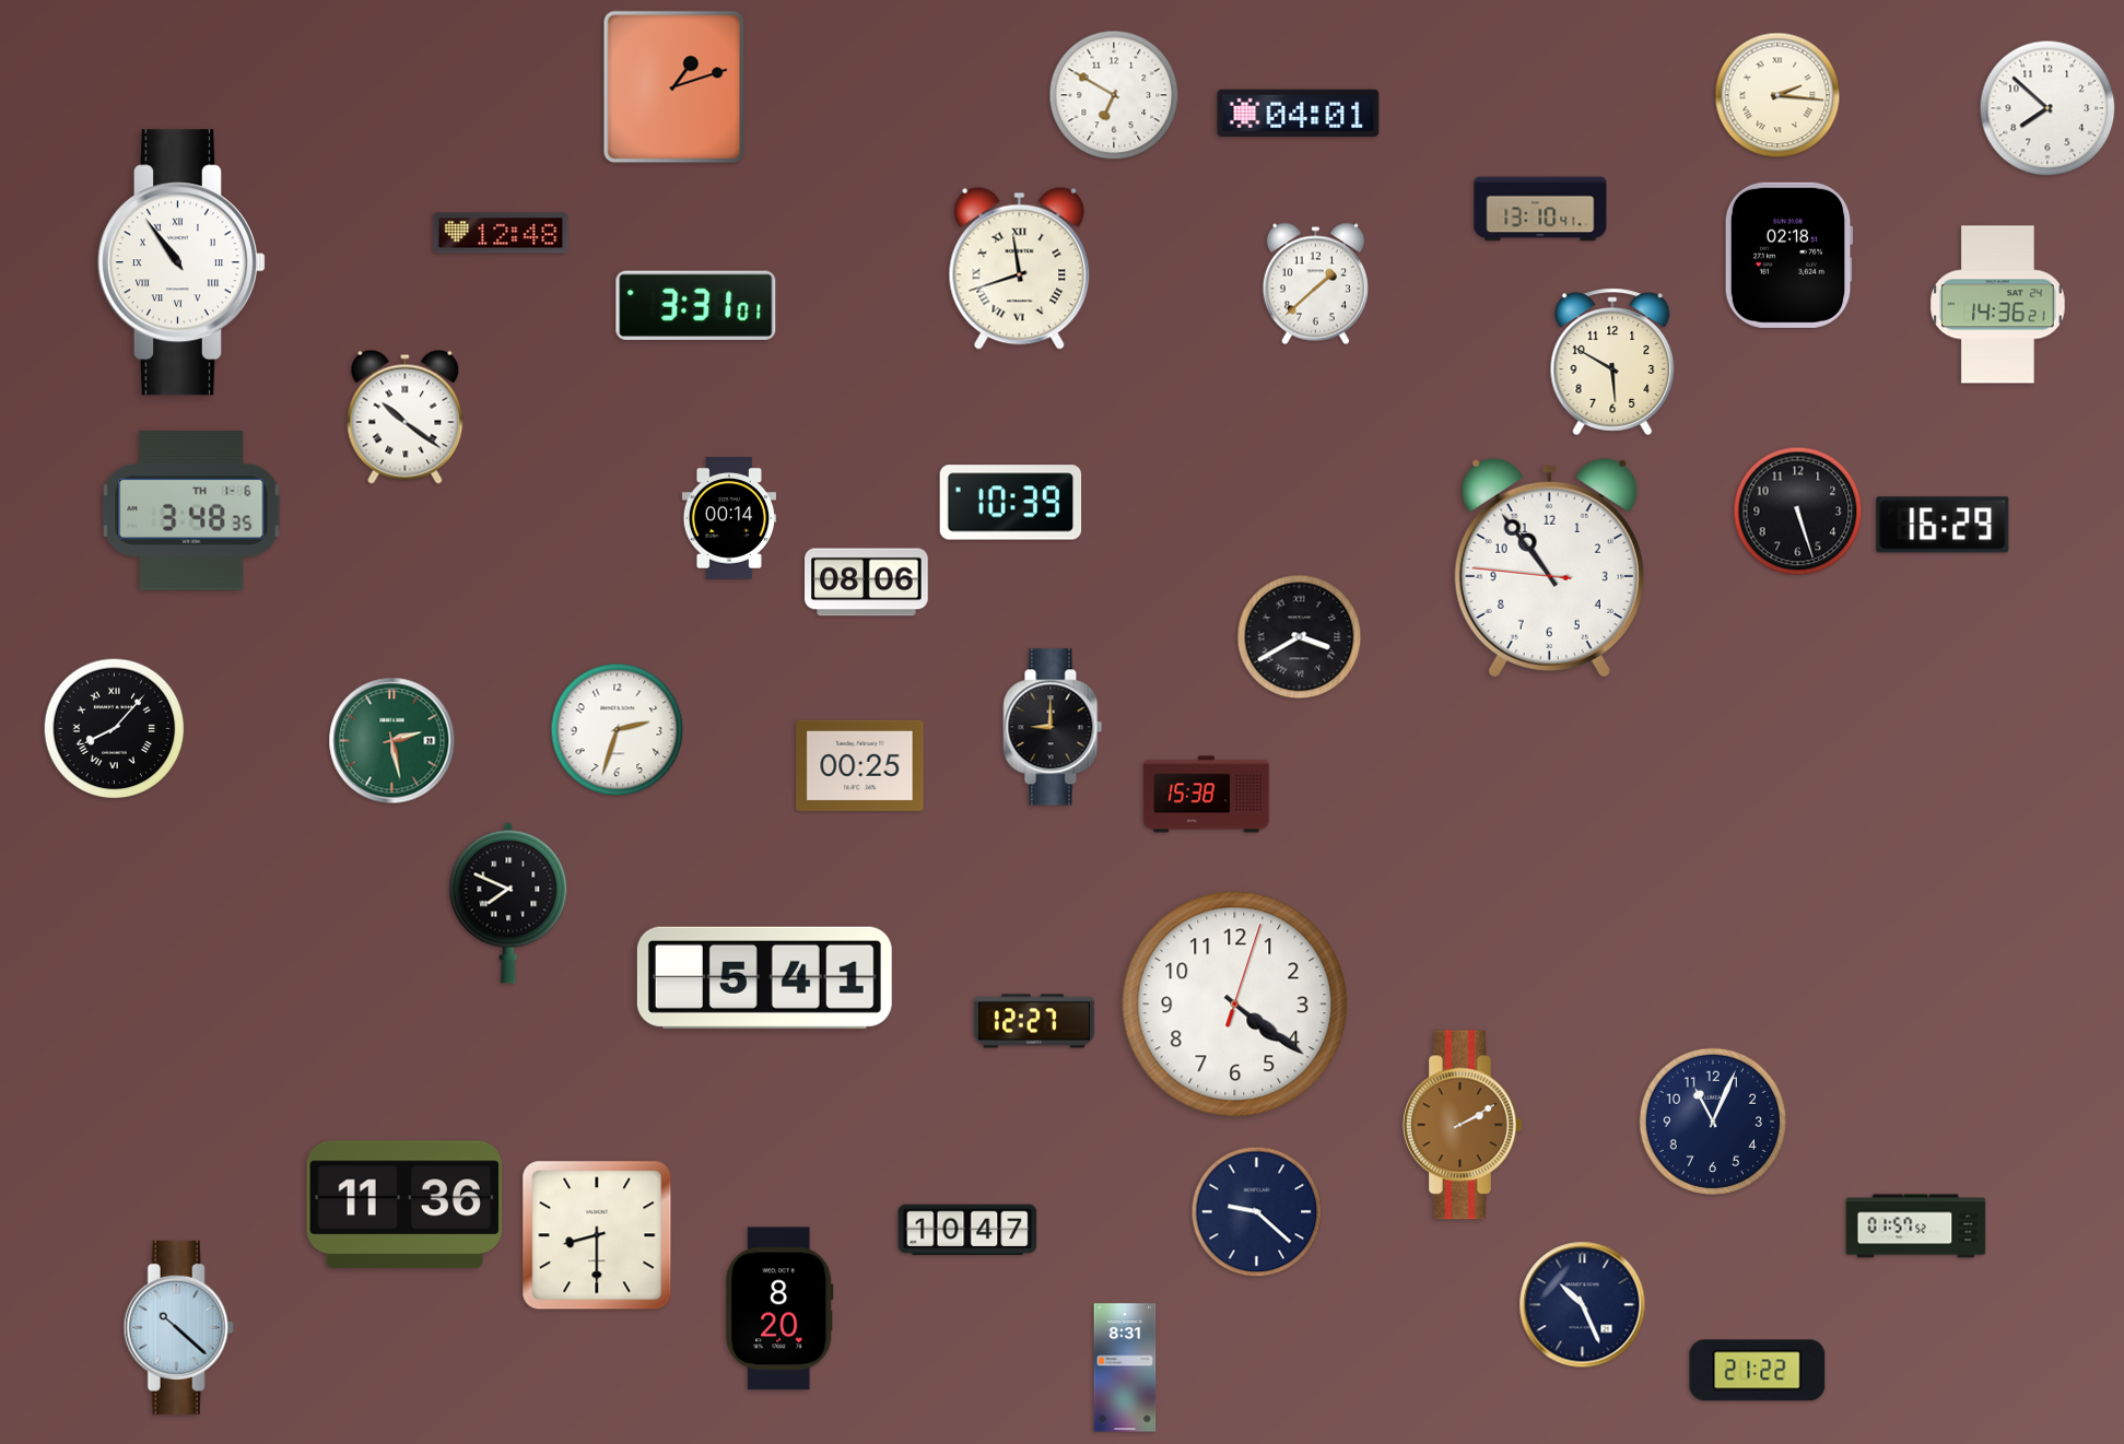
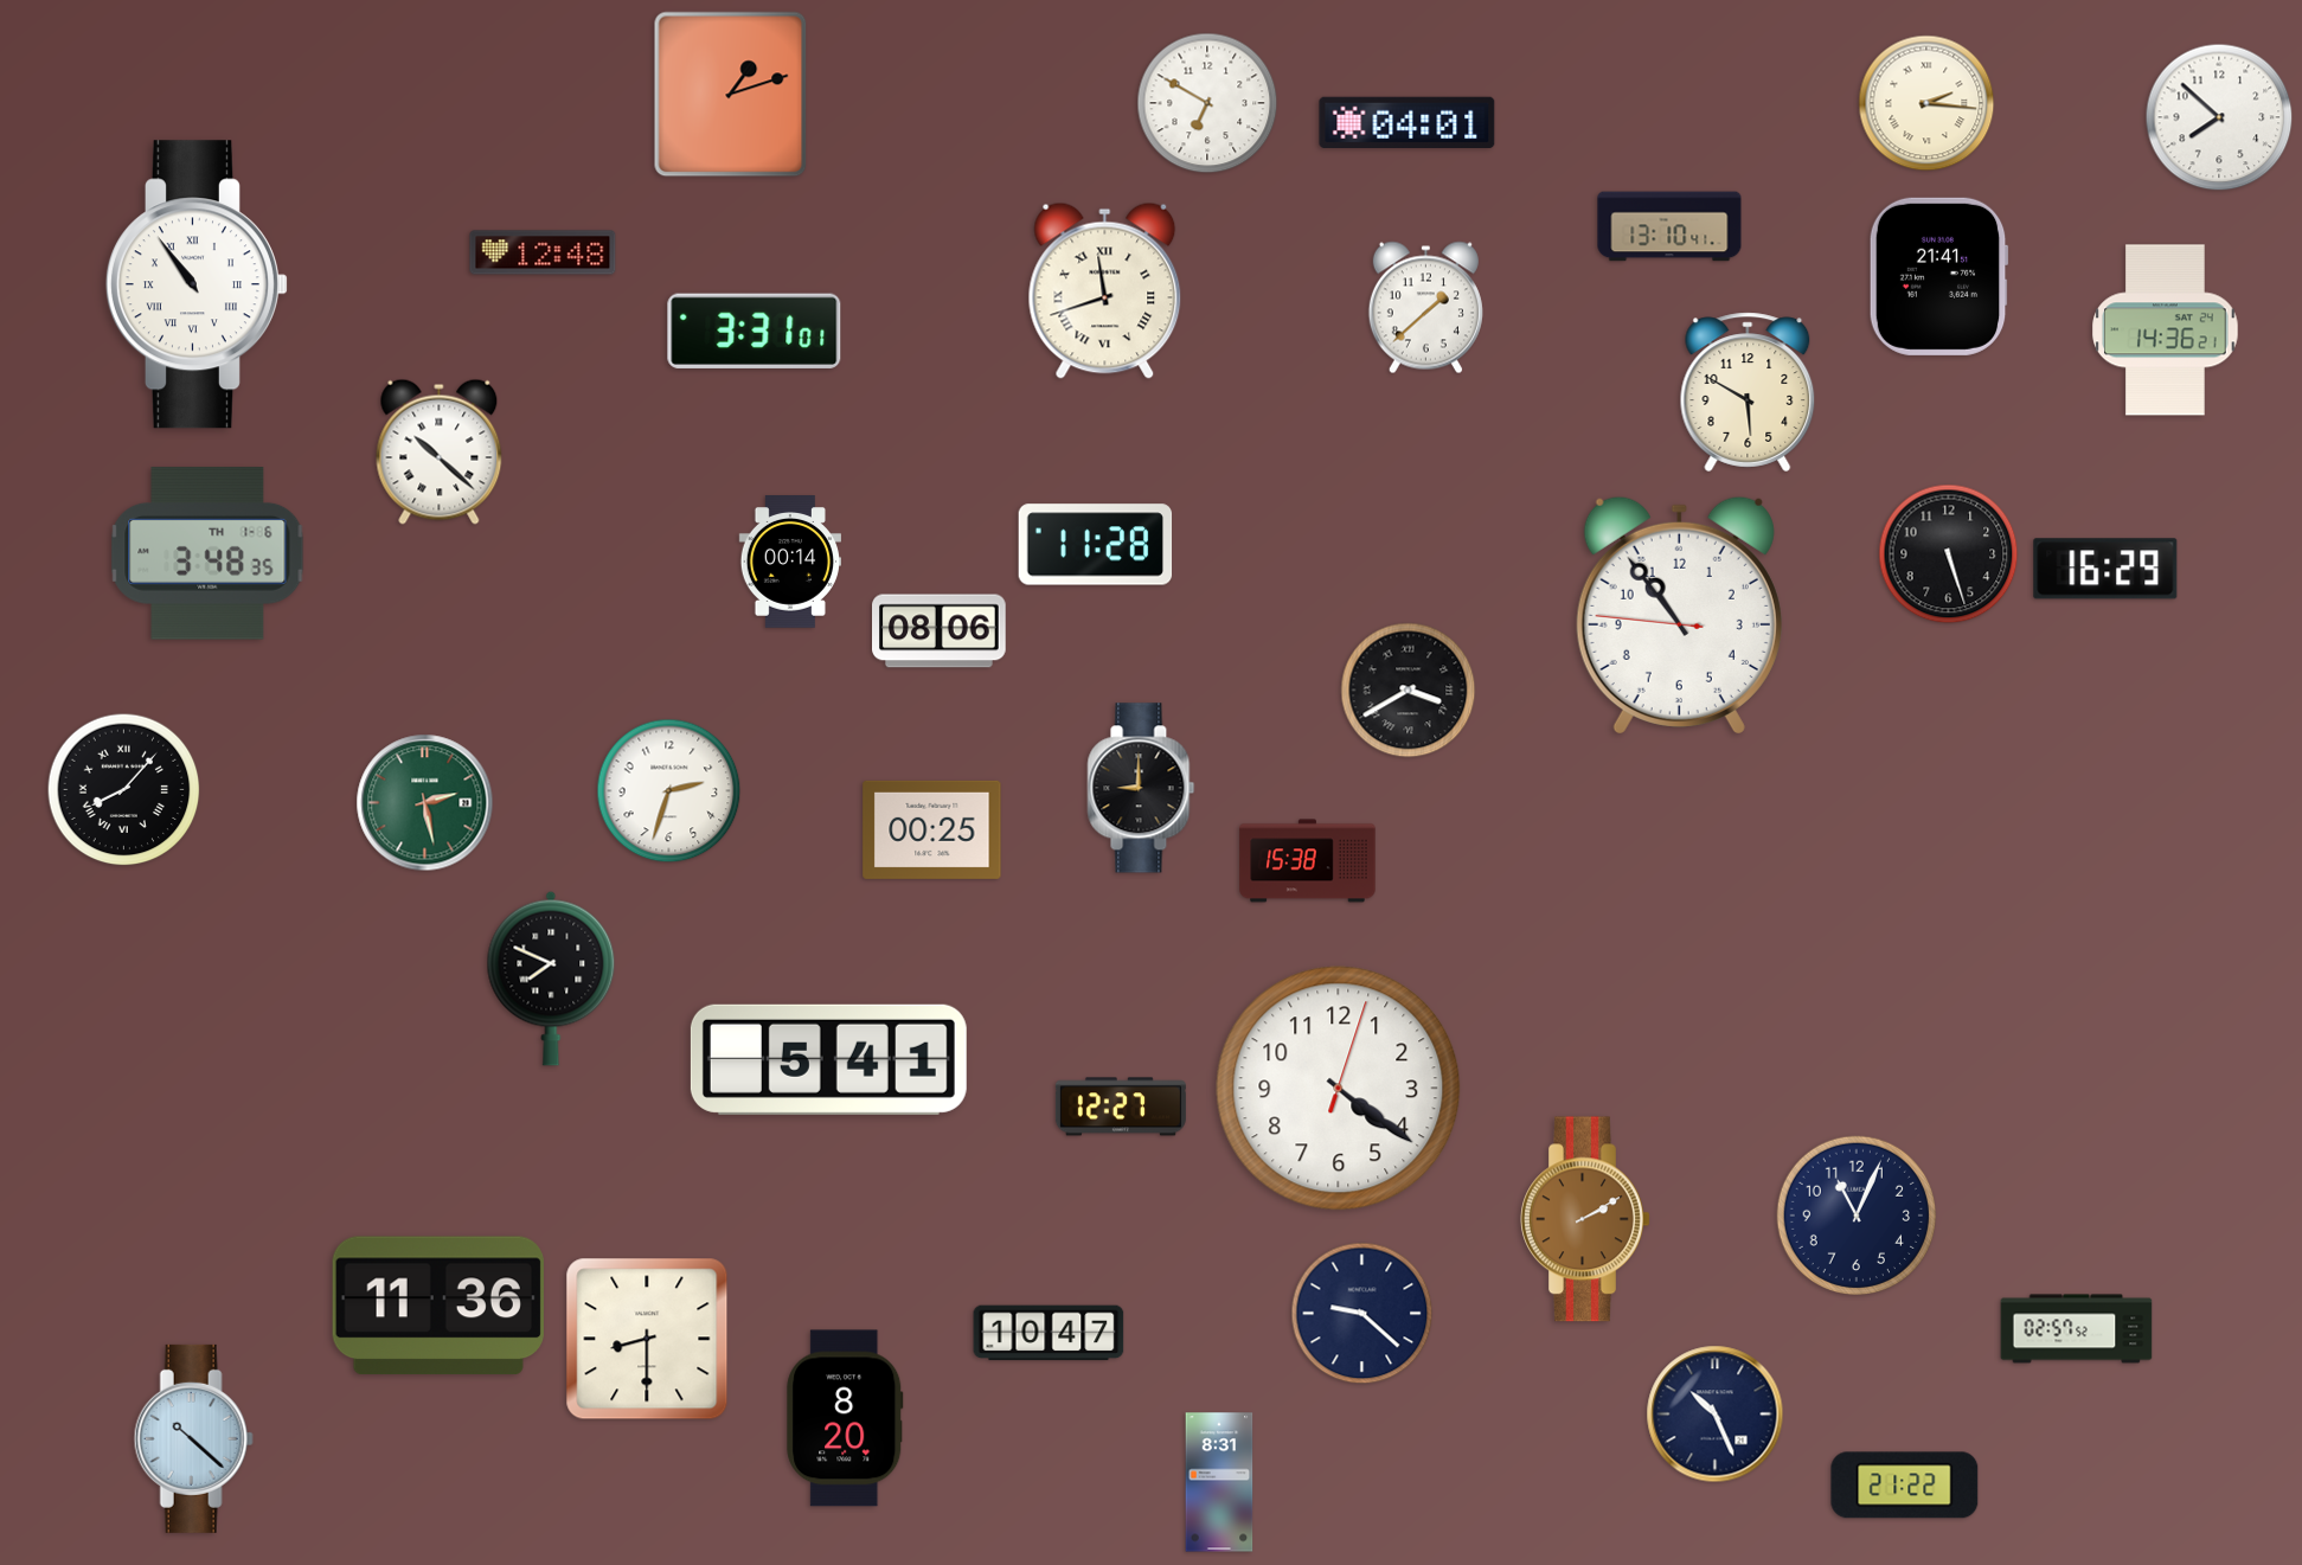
clock at (1788, 255): 02:18 -> 21:41
clock at (406, 416): 10:21 -> 10:22
clock at (1011, 503): 10:39 -> 11:28
clock at (1916, 1226): 01:57 -> 02:57
